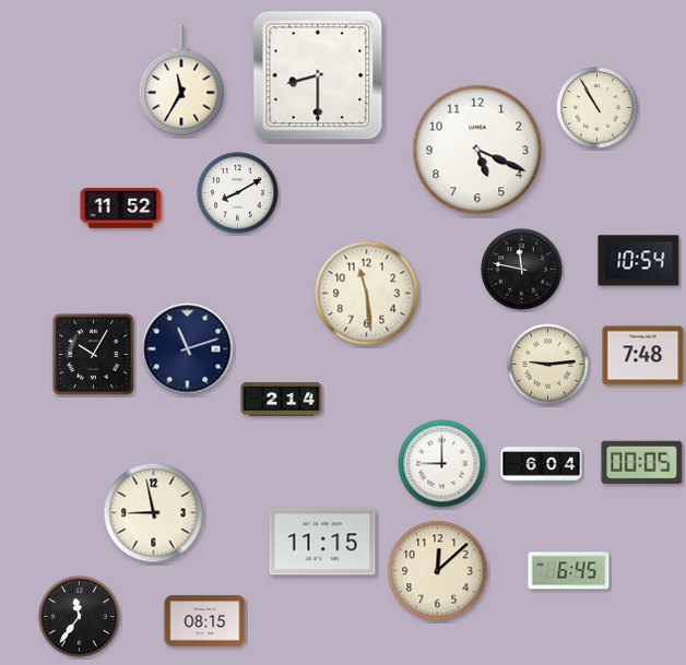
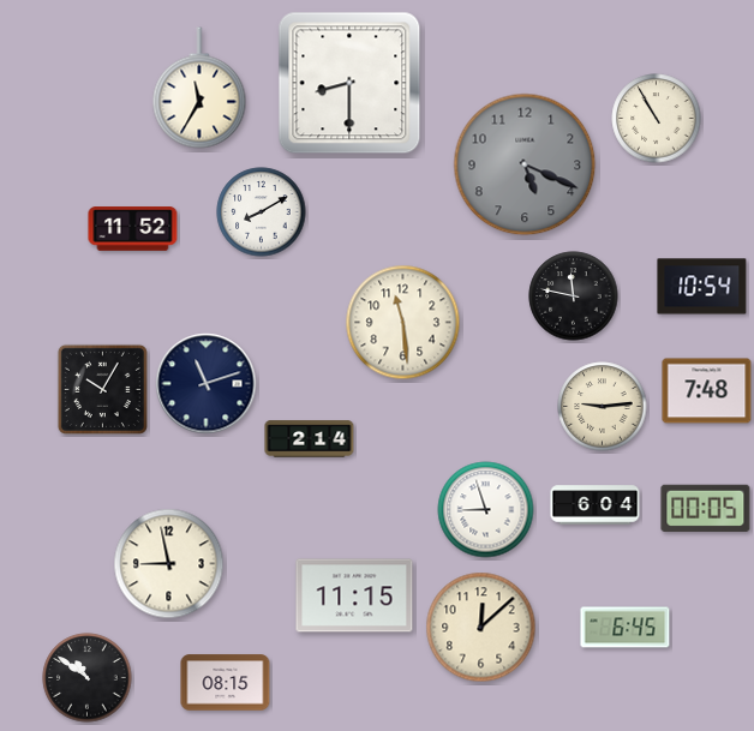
clock at (477, 150) dial: white -> grey
clock at (548, 365) position: (548, 365) -> (603, 407)
clock at (442, 464): 9:00 -> 8:57
clock at (542, 465) position: (542, 465) -> (596, 505)
clock at (80, 617): 11:36 -> 10:51
